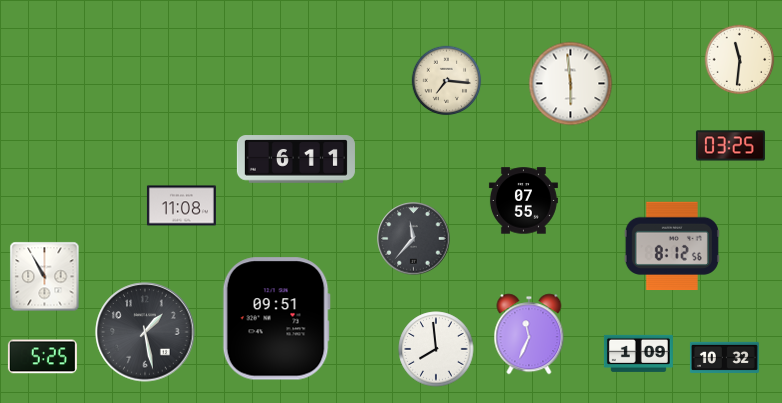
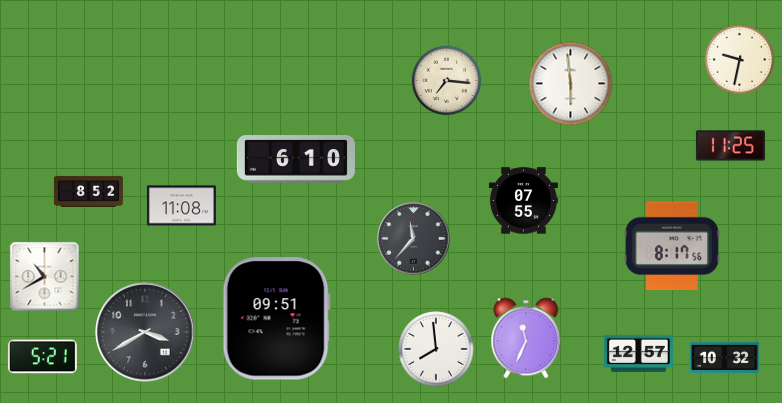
clock at (740, 60): 11:31 -> 9:32
clock at (730, 146): 03:25 -> 11:25
clock at (296, 159): 6:11 -> 6:10
clock at (88, 191): none -> 8:52
clock at (672, 246): 8:12 -> 8:17
clock at (45, 277): 10:55 -> 10:40
clock at (145, 332): 1:28 -> 3:40
clock at (529, 334) position: (529, 334) -> (526, 338)
clock at (638, 353): 1:09 -> 12:57
clock at (42, 357): 5:25 -> 5:21
